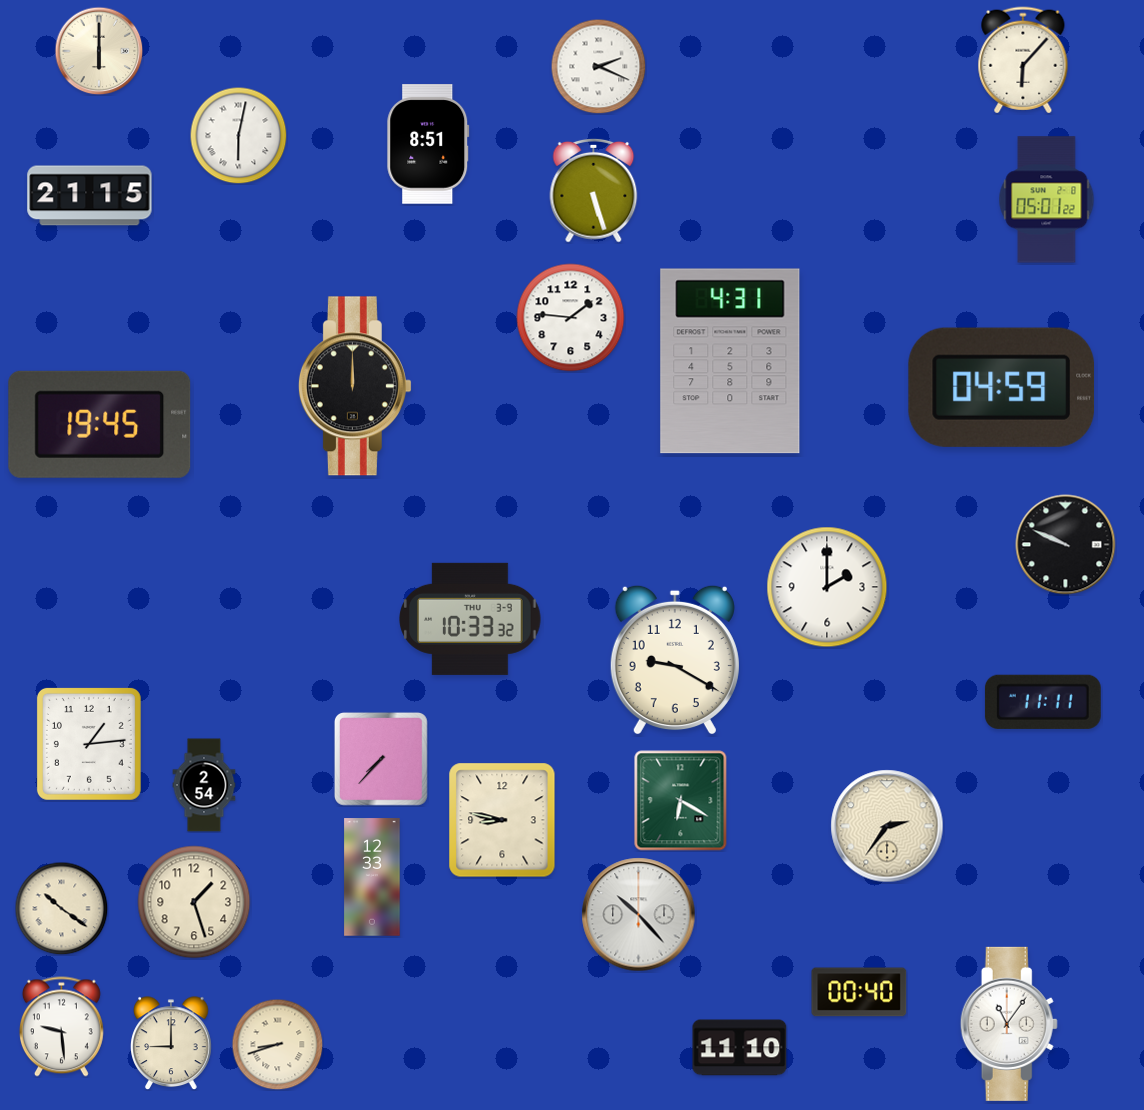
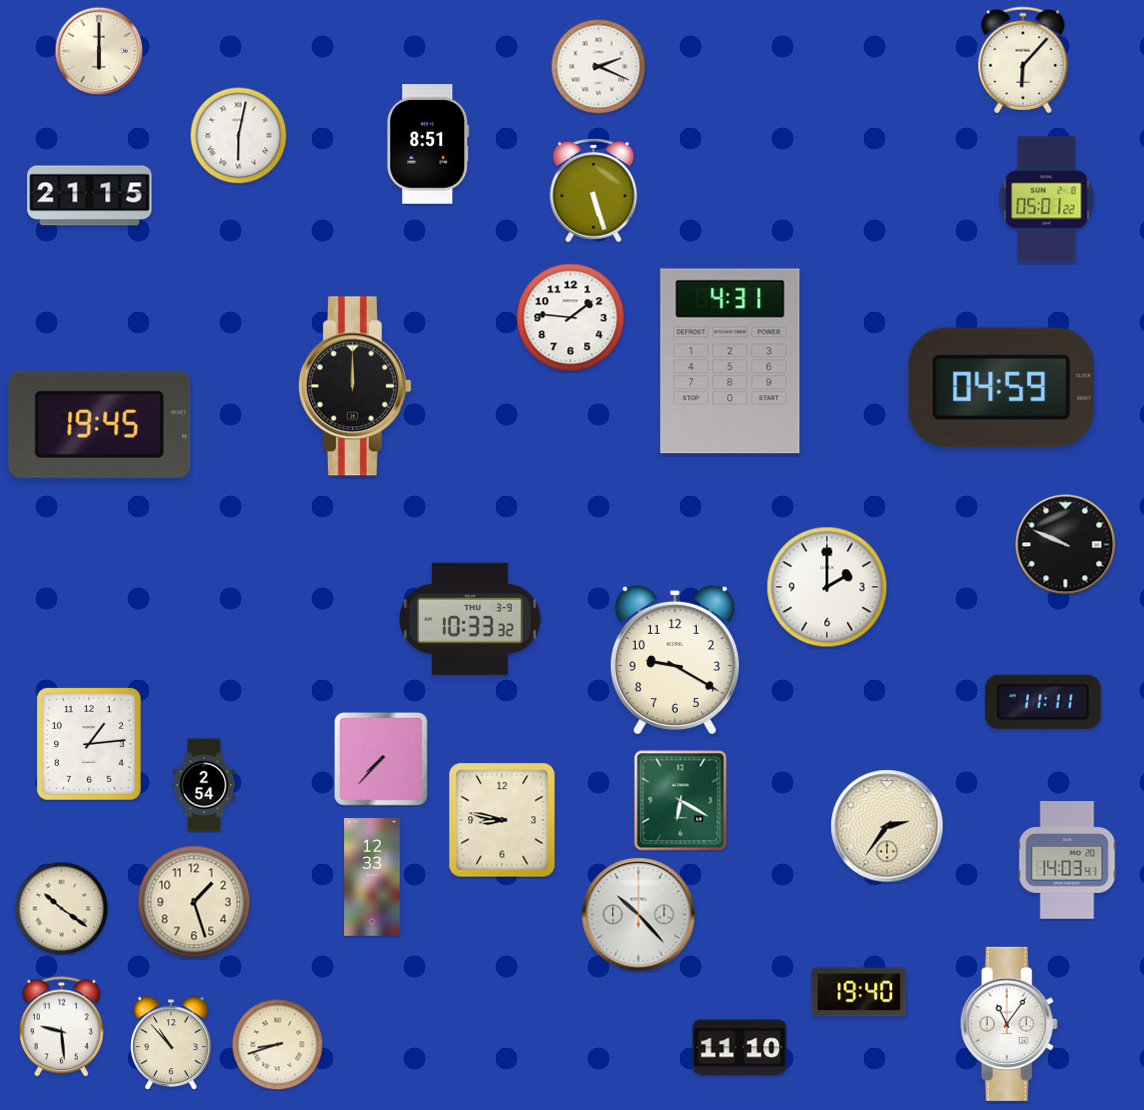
clock at (1067, 860): none -> 14:03
clock at (859, 992): 00:40 -> 19:40
clock at (171, 1043): 9:00 -> 10:53
